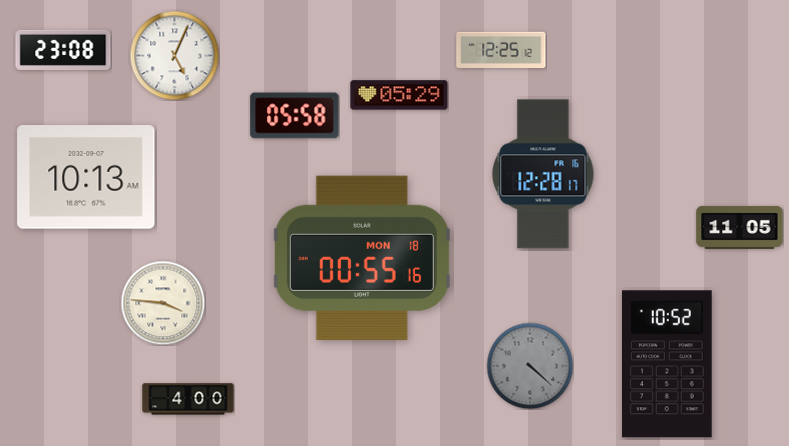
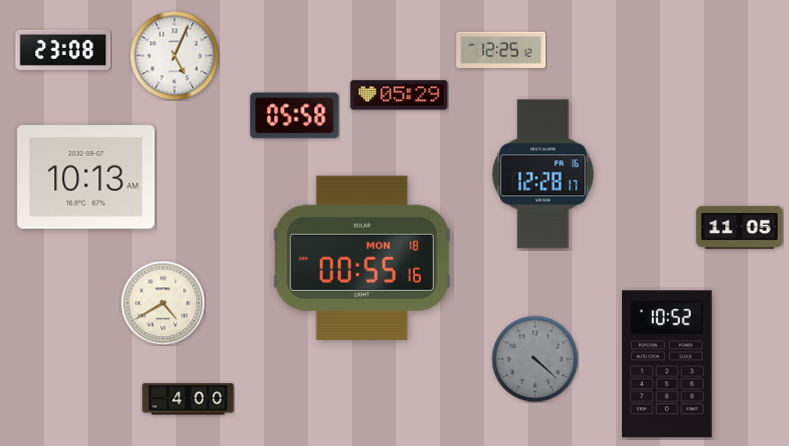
clock at (163, 303): 3:46 -> 4:40
clock at (530, 366) position: (530, 366) -> (535, 359)
